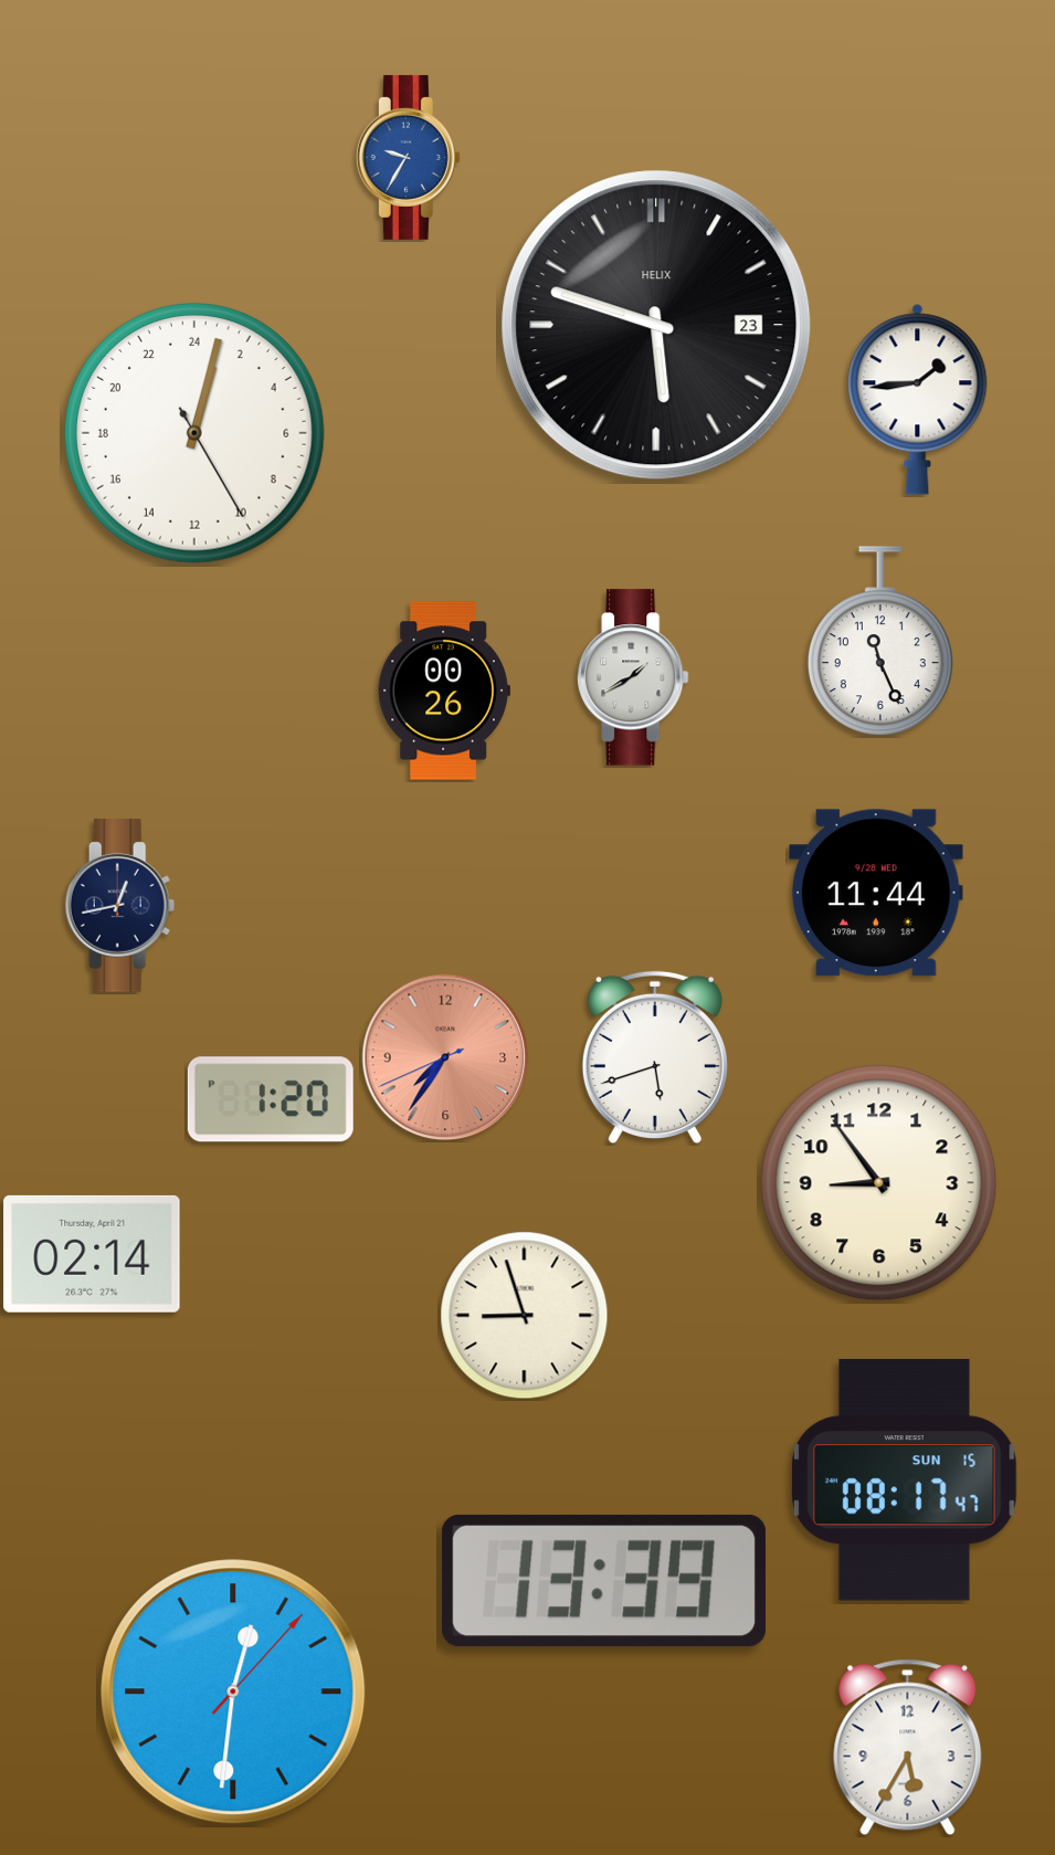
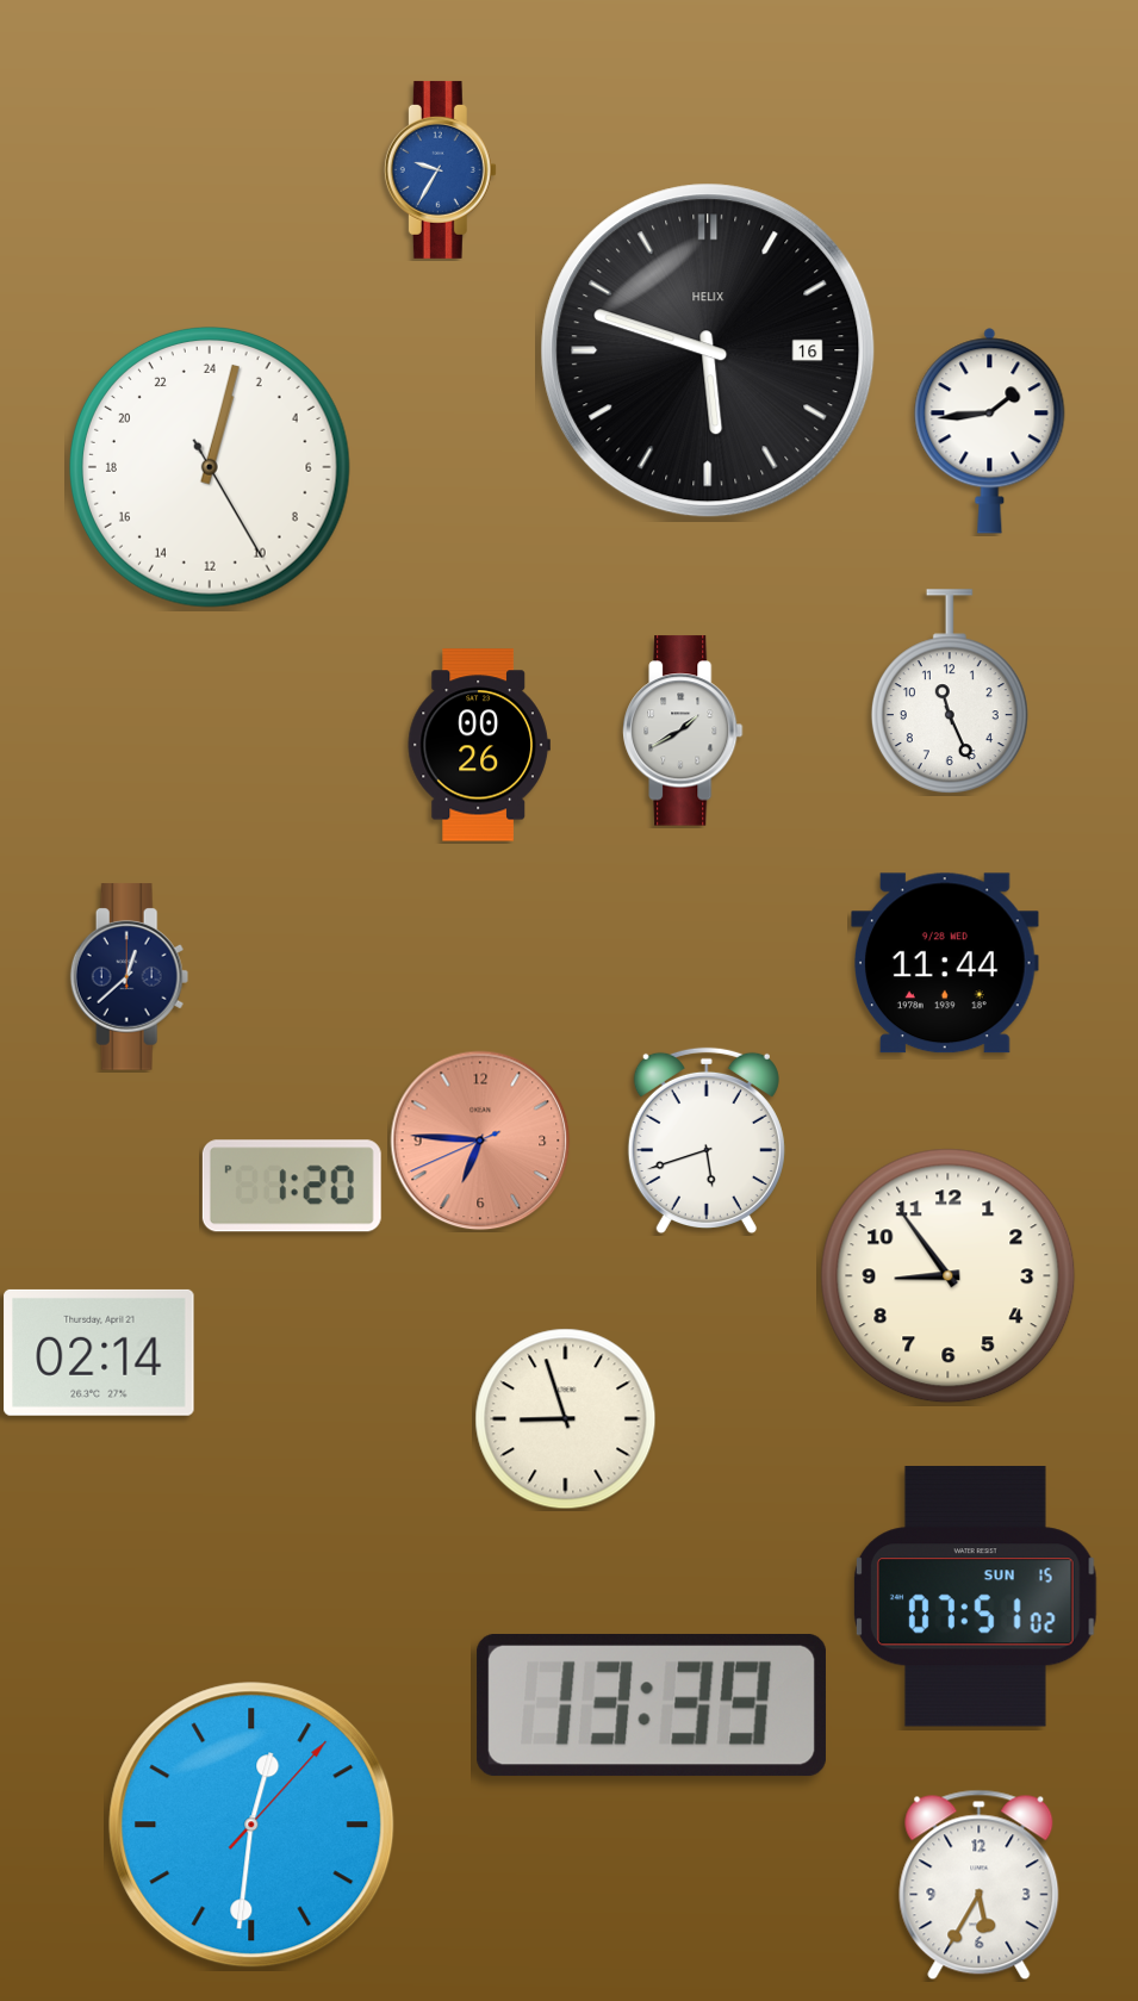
clock at (656, 325) date: 23 -> 16
clock at (120, 906): 12:43 -> 12:38
clock at (445, 1057): 7:35 -> 6:45
clock at (904, 1480): 08:17 -> 07:51
